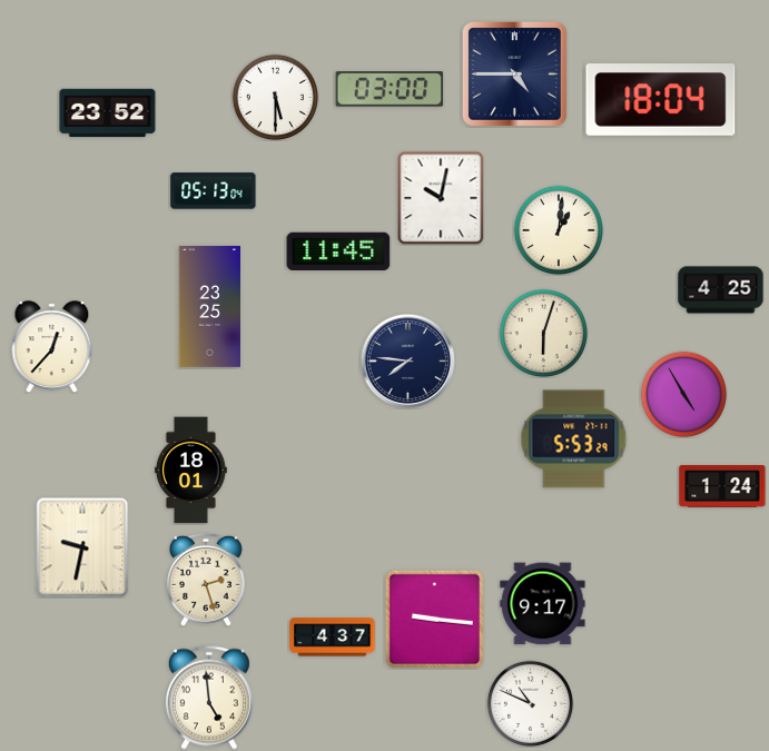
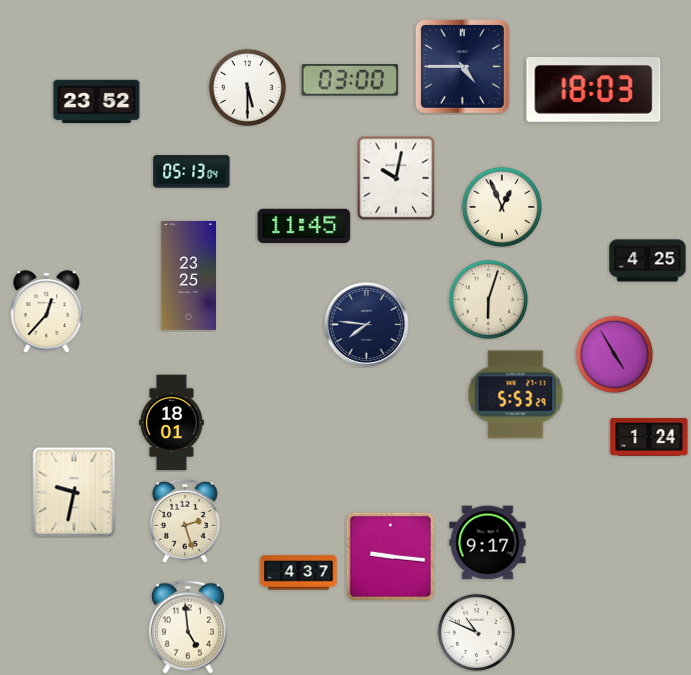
clock at (661, 100): 18:04 -> 18:03
clock at (558, 229): 1:01 -> 12:56
